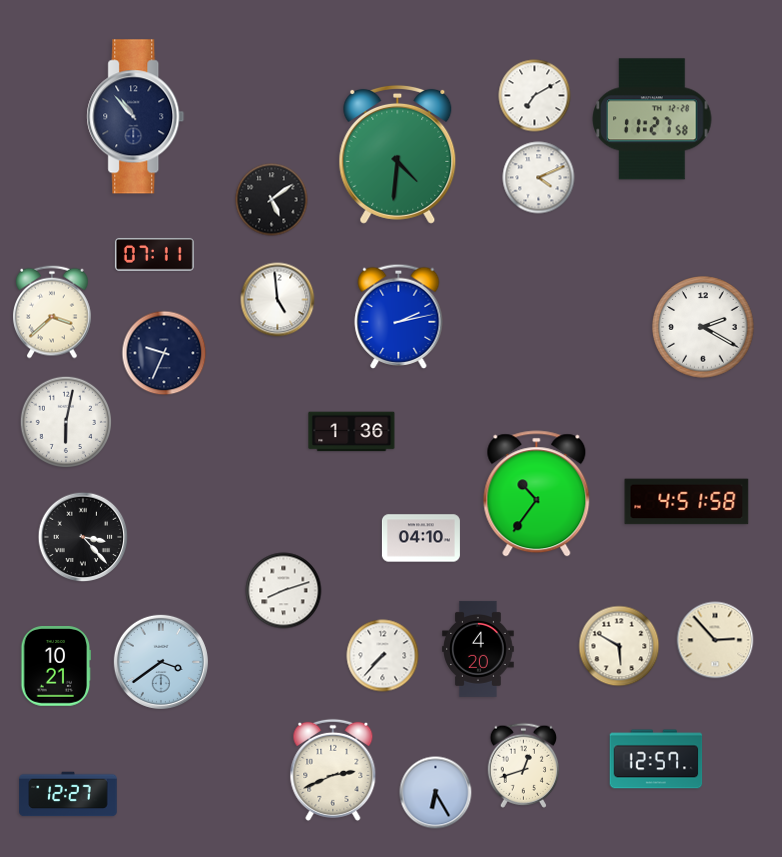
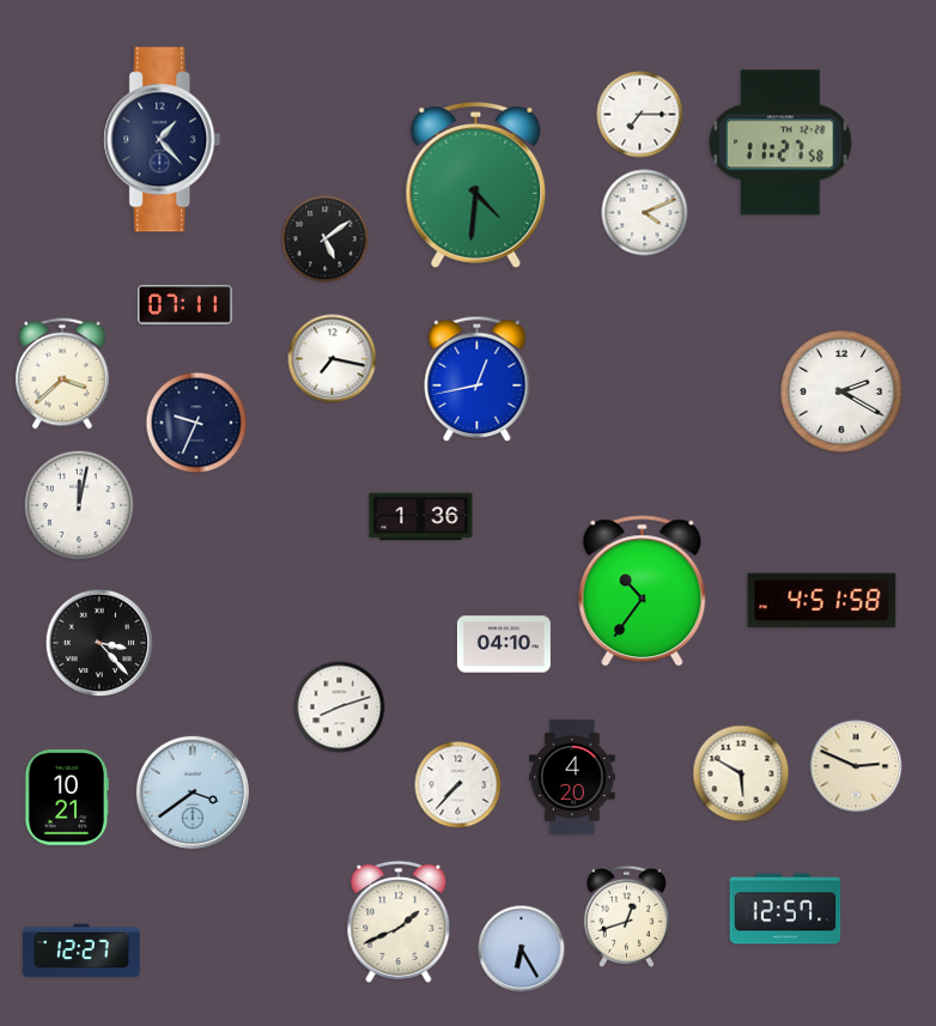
clock at (535, 96): 7:10 -> 7:15
clock at (136, 117): 10:53 -> 1:23
clock at (278, 300): 4:59 -> 7:17
clock at (399, 316): 2:13 -> 12:43
clock at (65, 421): 6:02 -> 12:02
clock at (715, 640): 2:53 -> 2:49
clock at (333, 770): 2:41 -> 1:41
